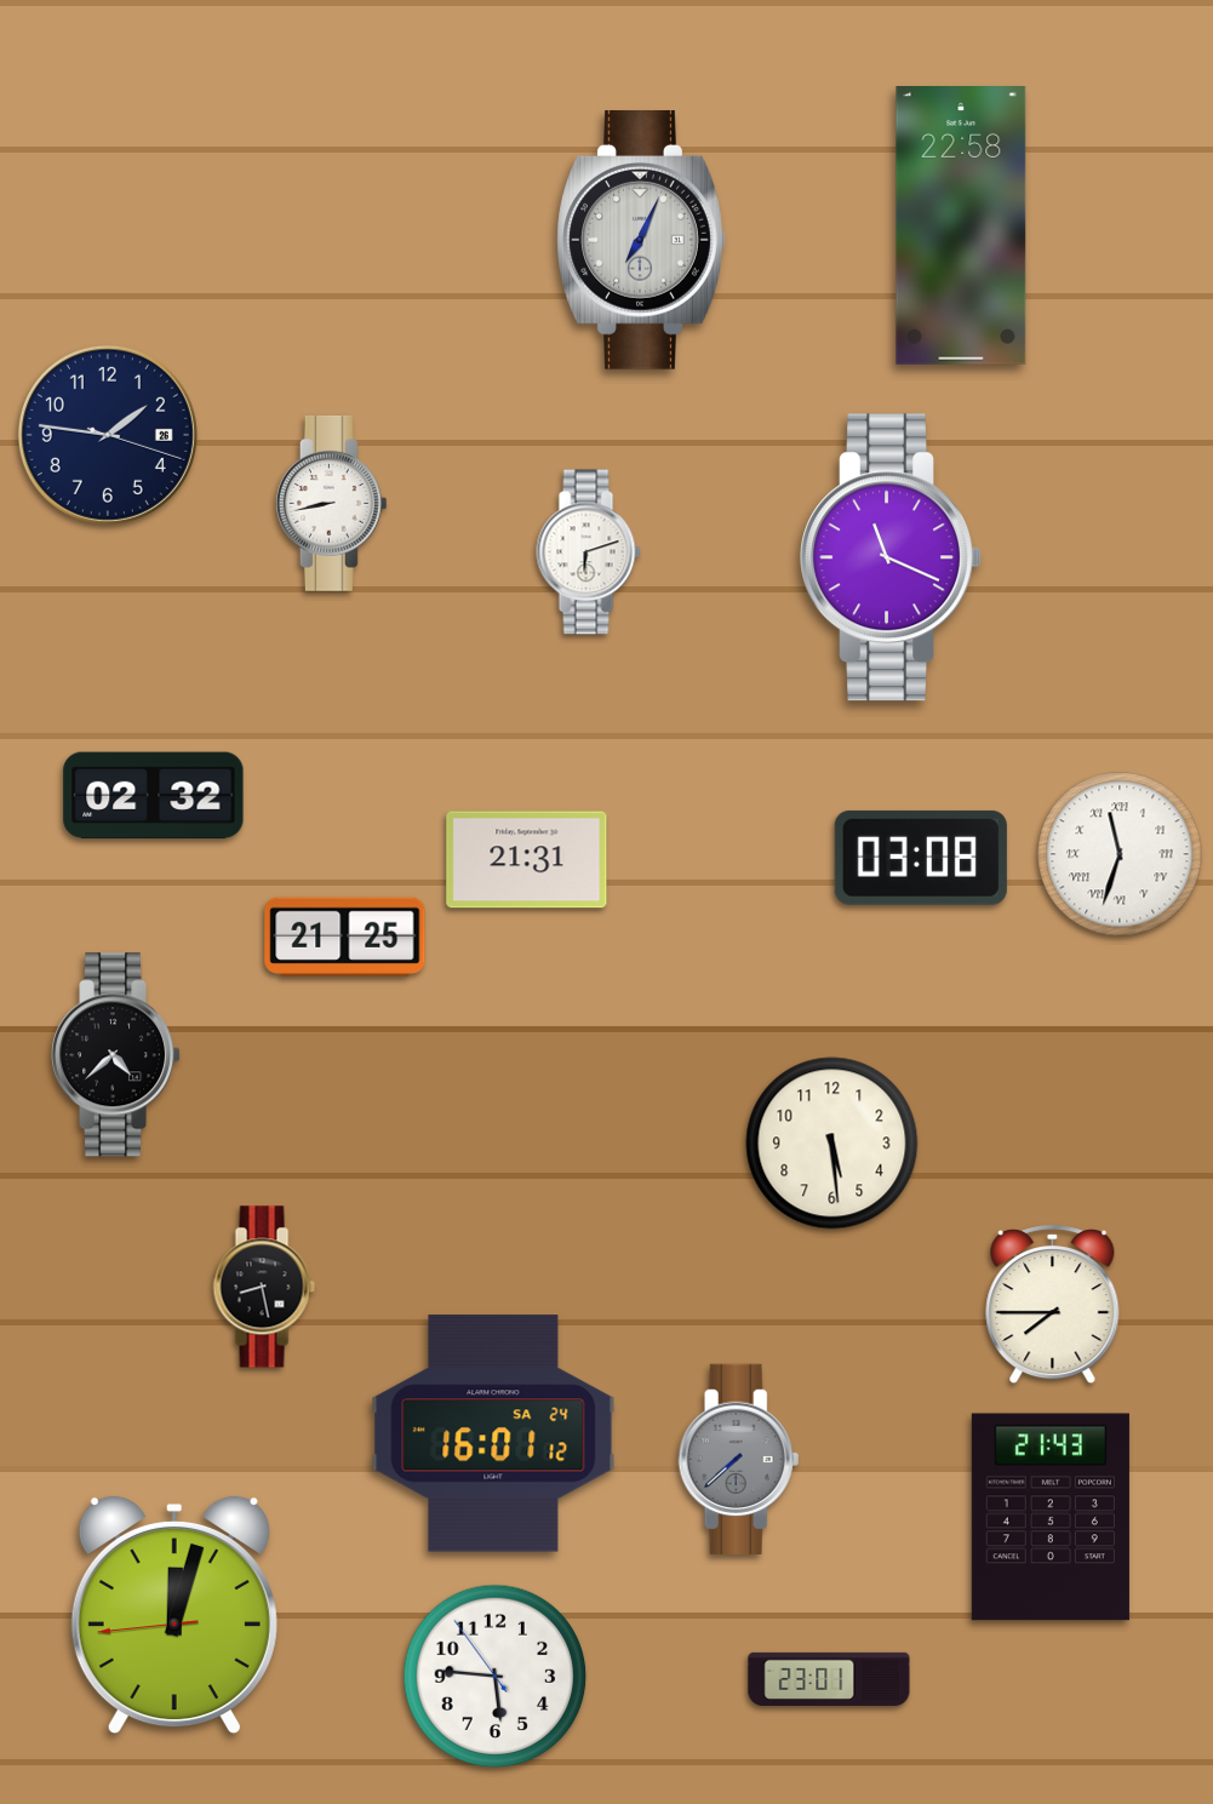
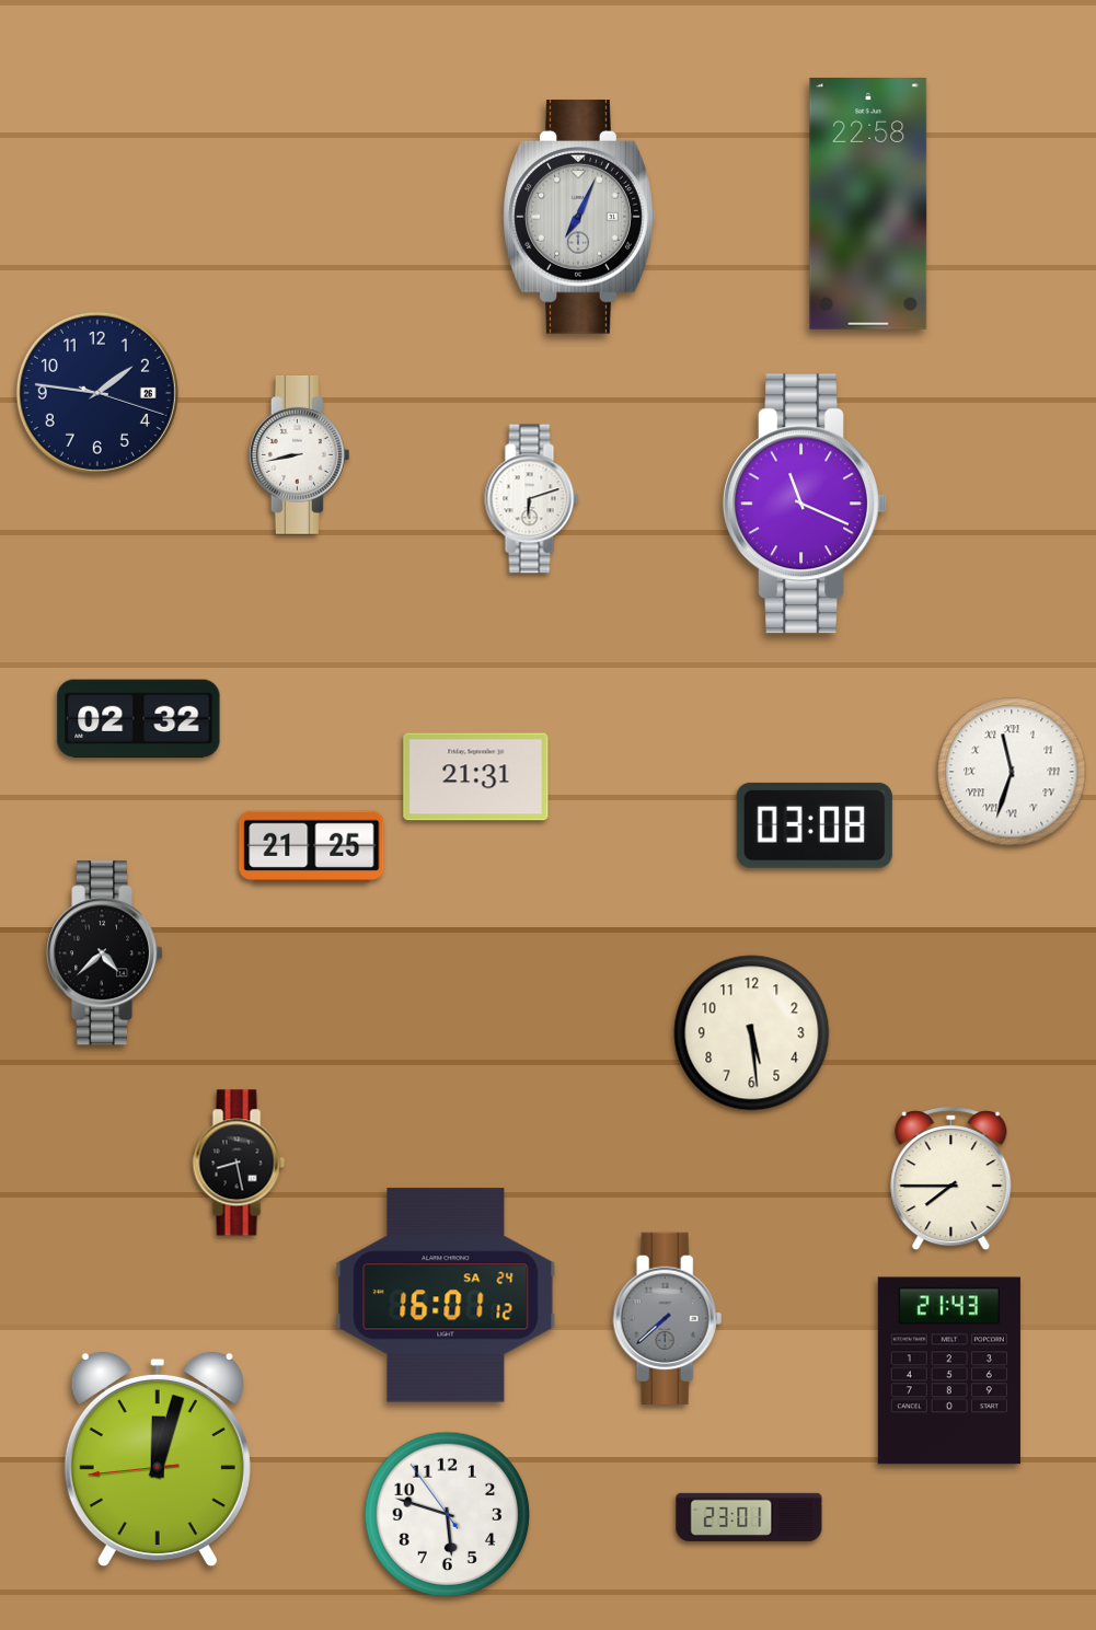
clock at (921, 858) position: (921, 858) -> (815, 825)
clock at (496, 1677): 5:45 -> 5:47
